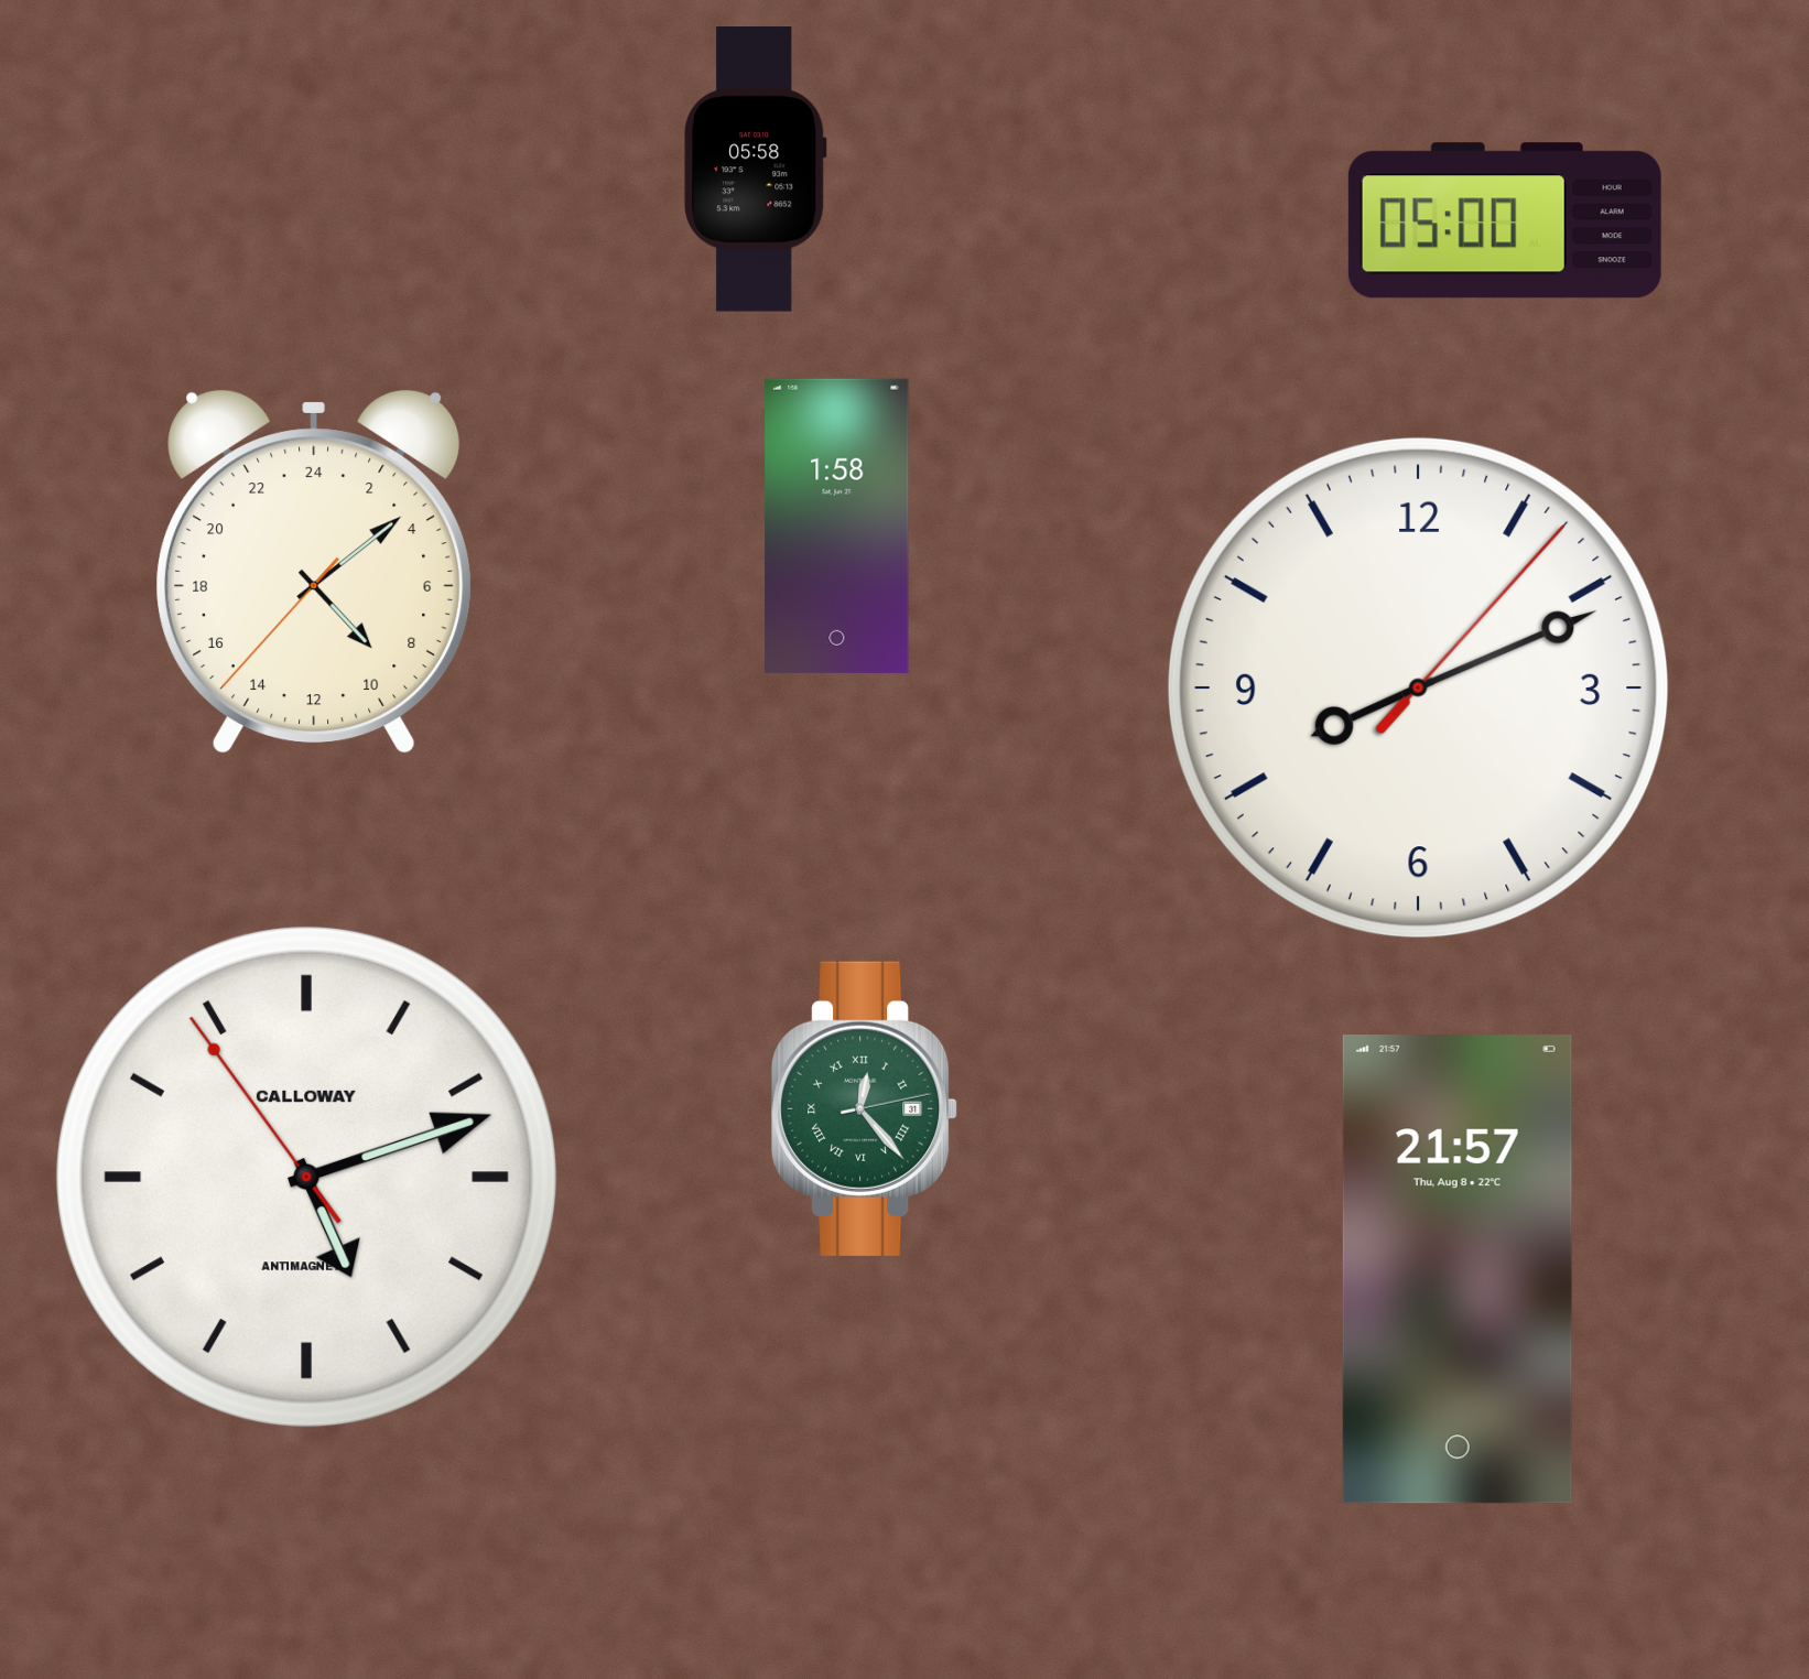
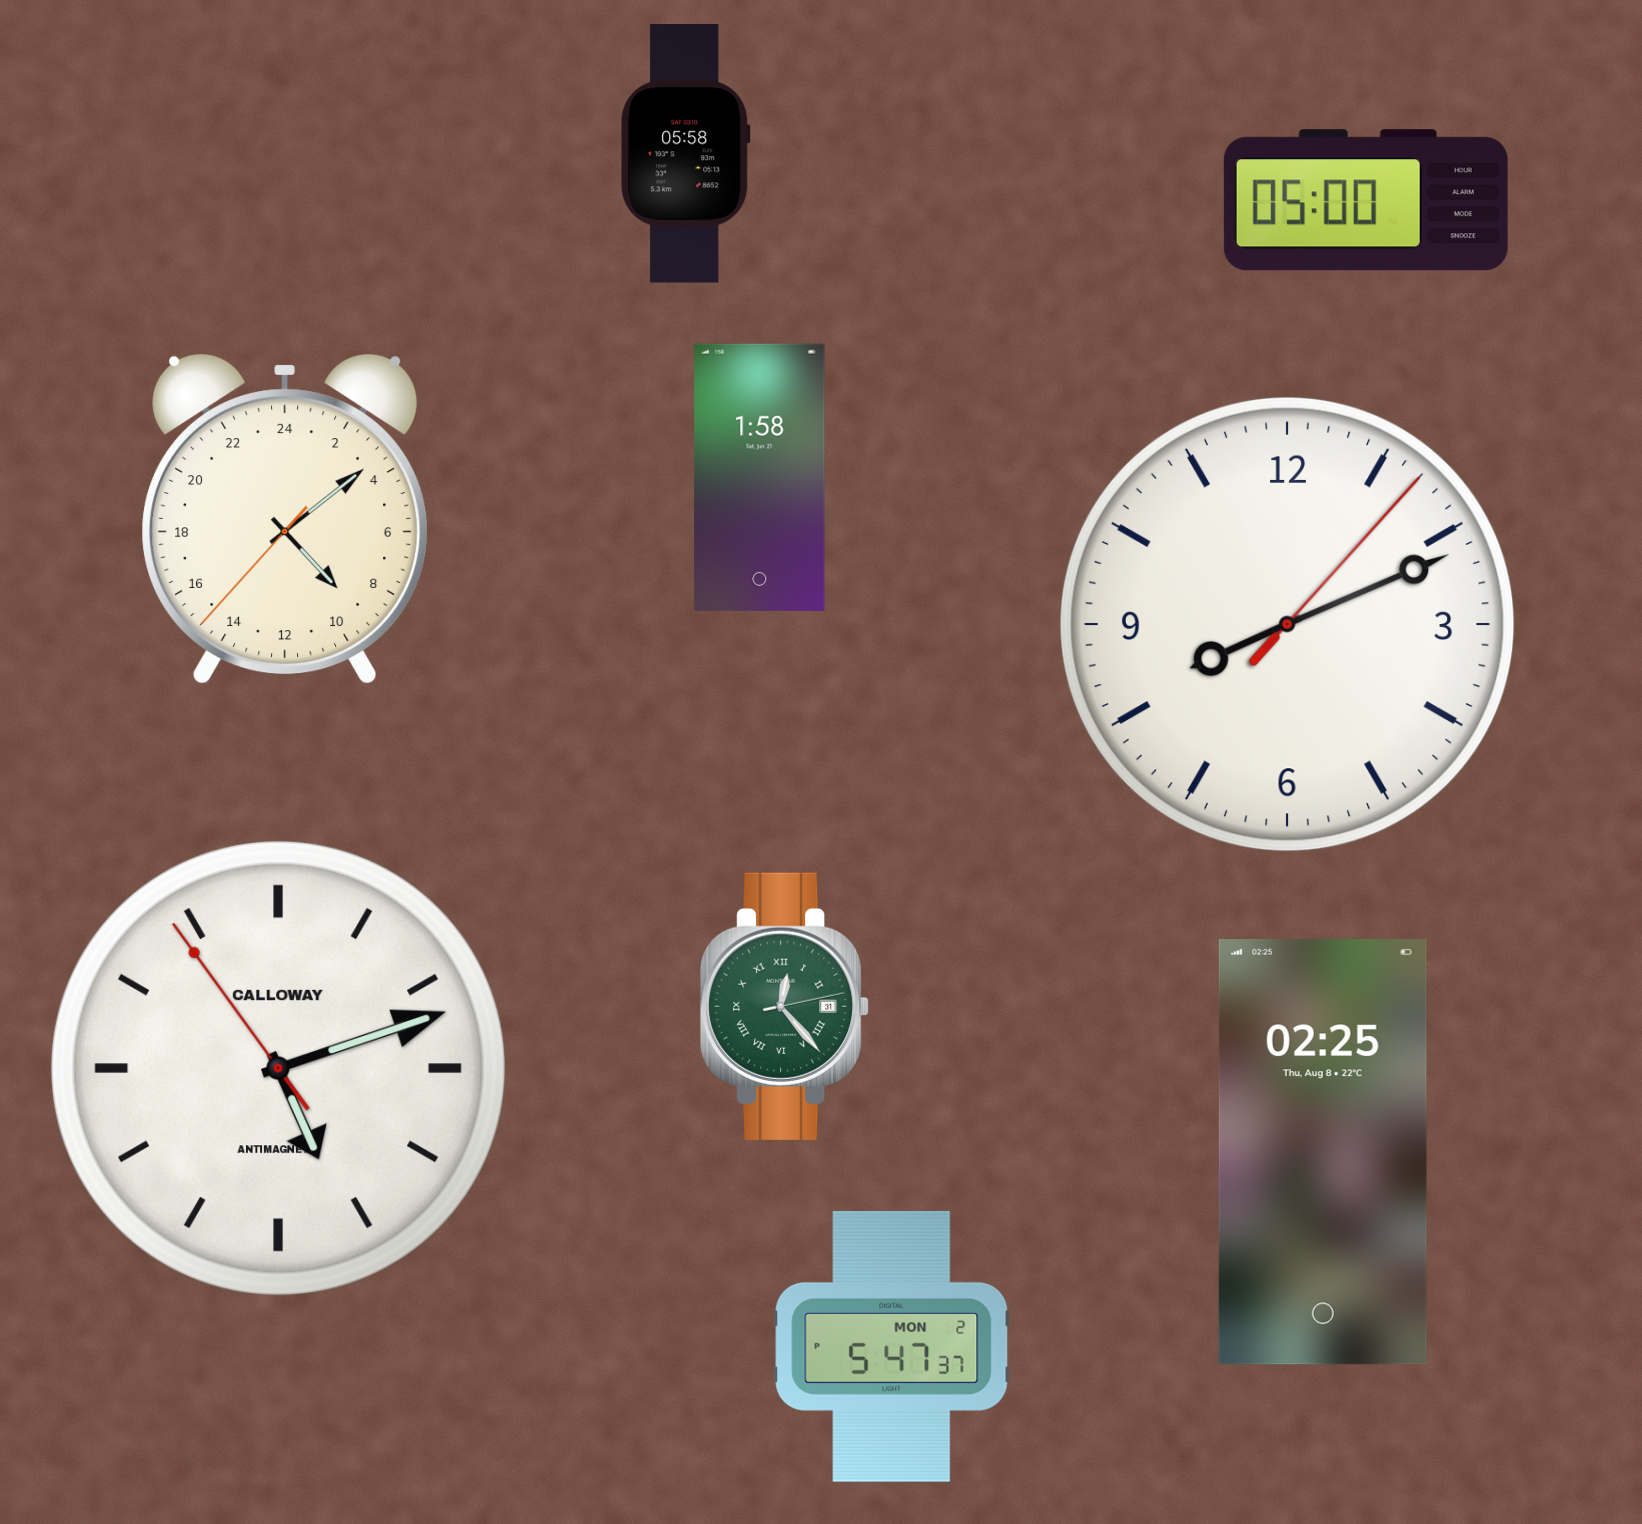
clock at (1458, 1269): 21:57 -> 02:25
clock at (892, 1346): none -> 5:47
